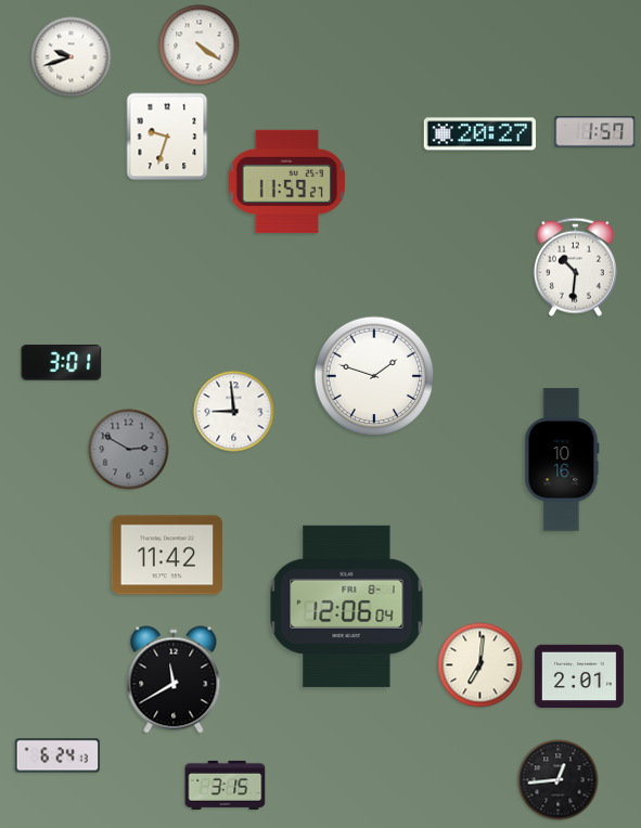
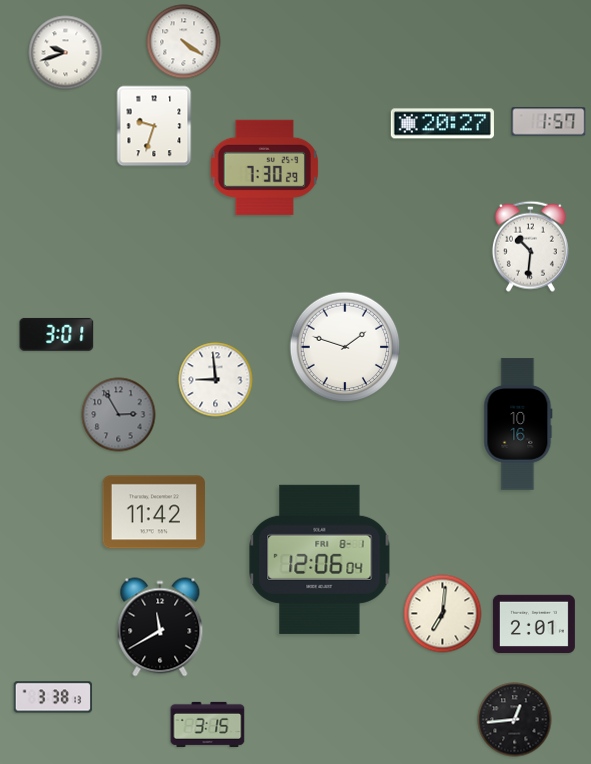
clock at (286, 181): 11:59 -> 7:30
clock at (129, 450): 2:50 -> 2:55
clock at (57, 755): 6:24 -> 3:38
